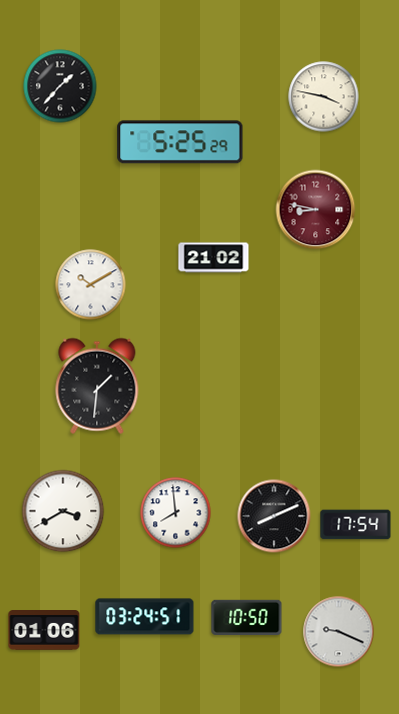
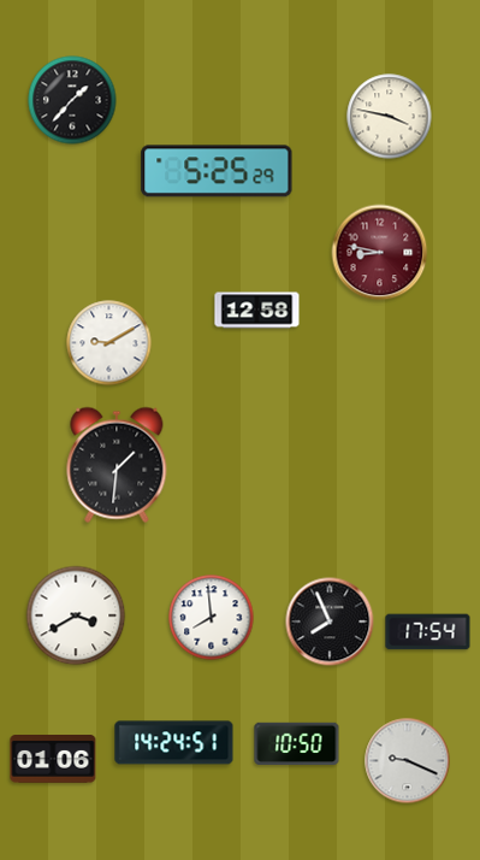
clock at (60, 86) position: (60, 86) -> (72, 100)
clock at (214, 258): 21:02 -> 12:58
clock at (91, 285): 10:10 -> 9:10
clock at (274, 516): 8:11 -> 7:56
clock at (145, 617): 03:24 -> 14:24
